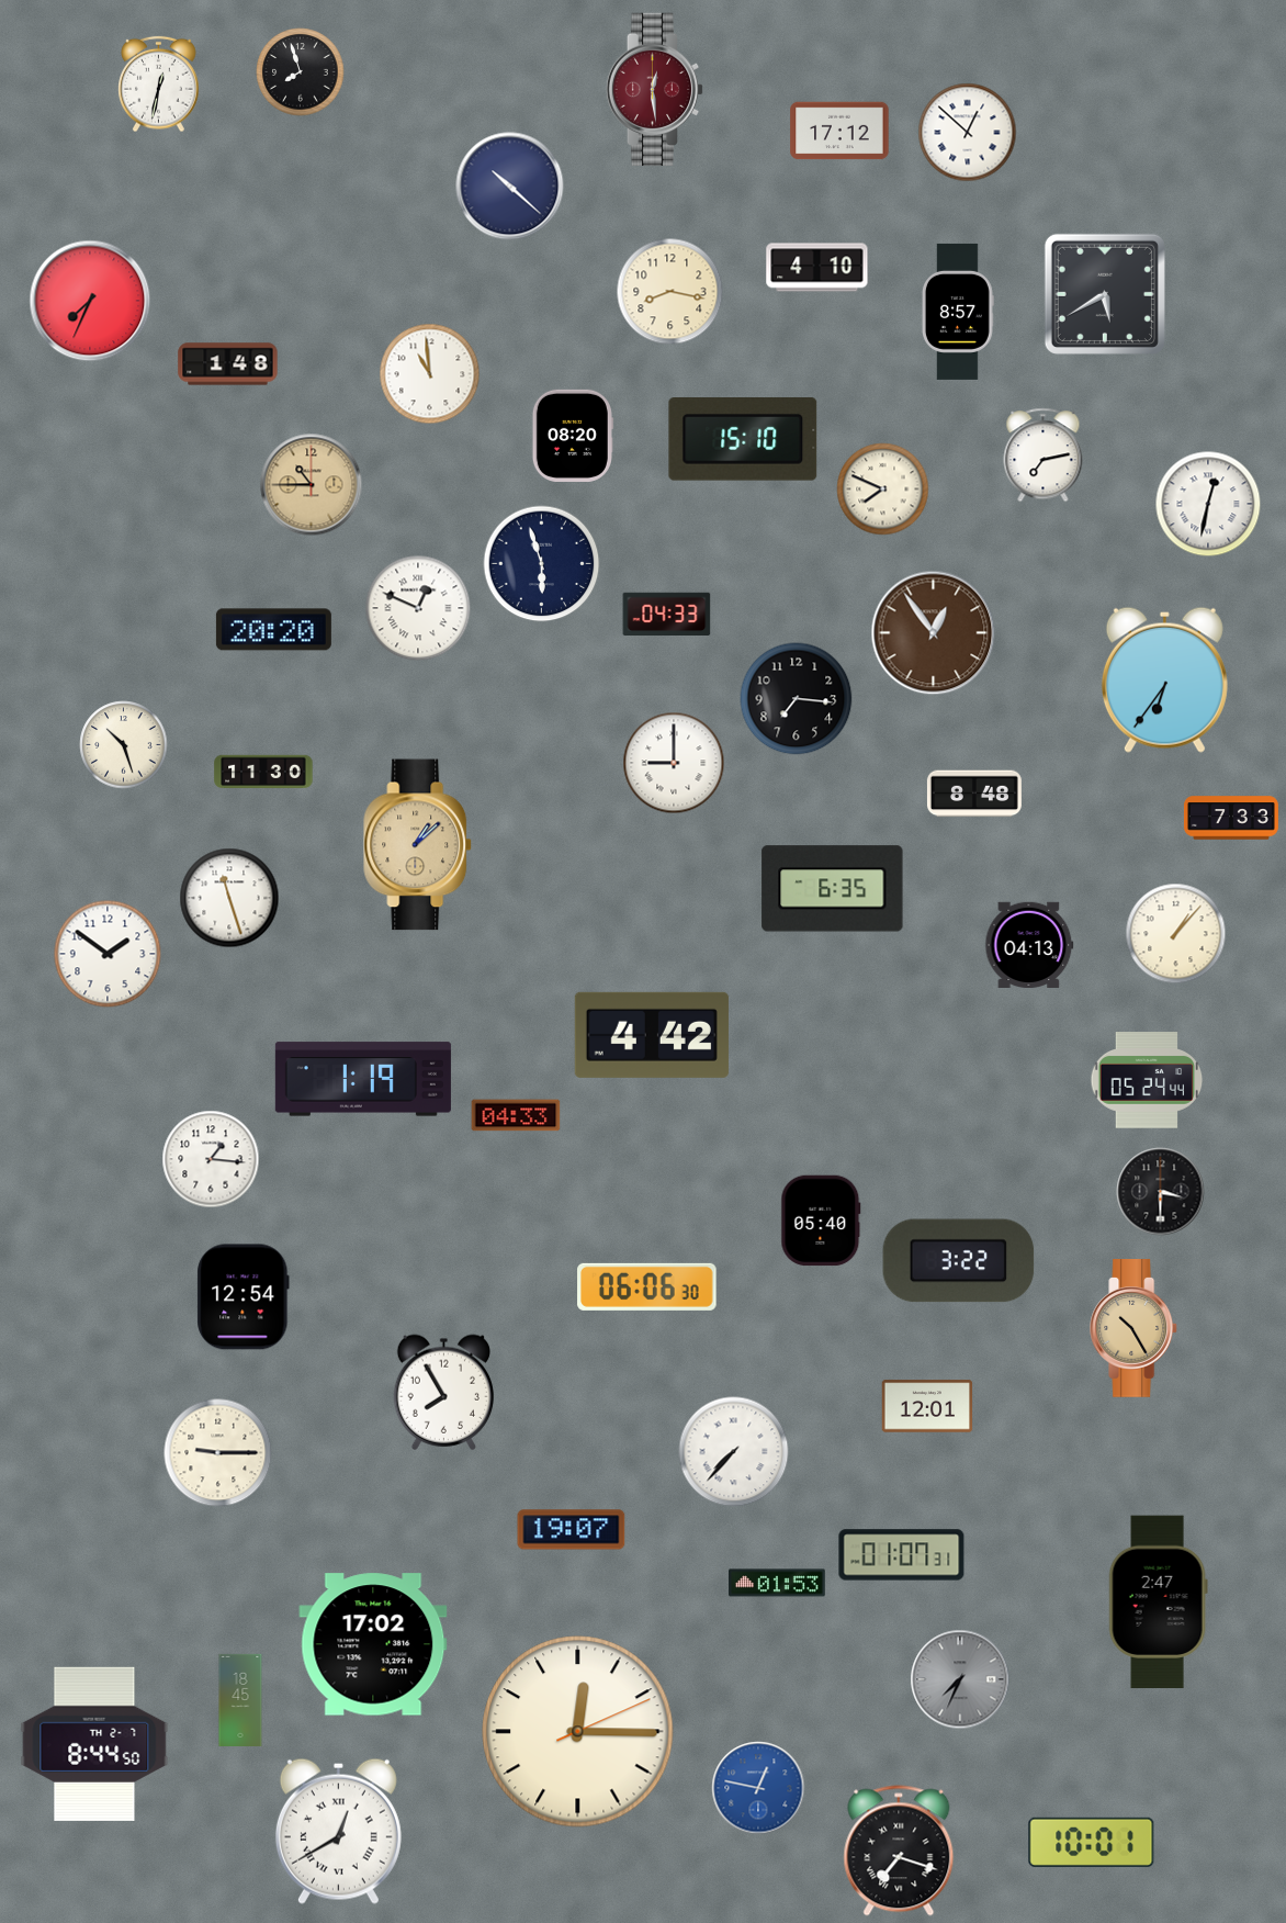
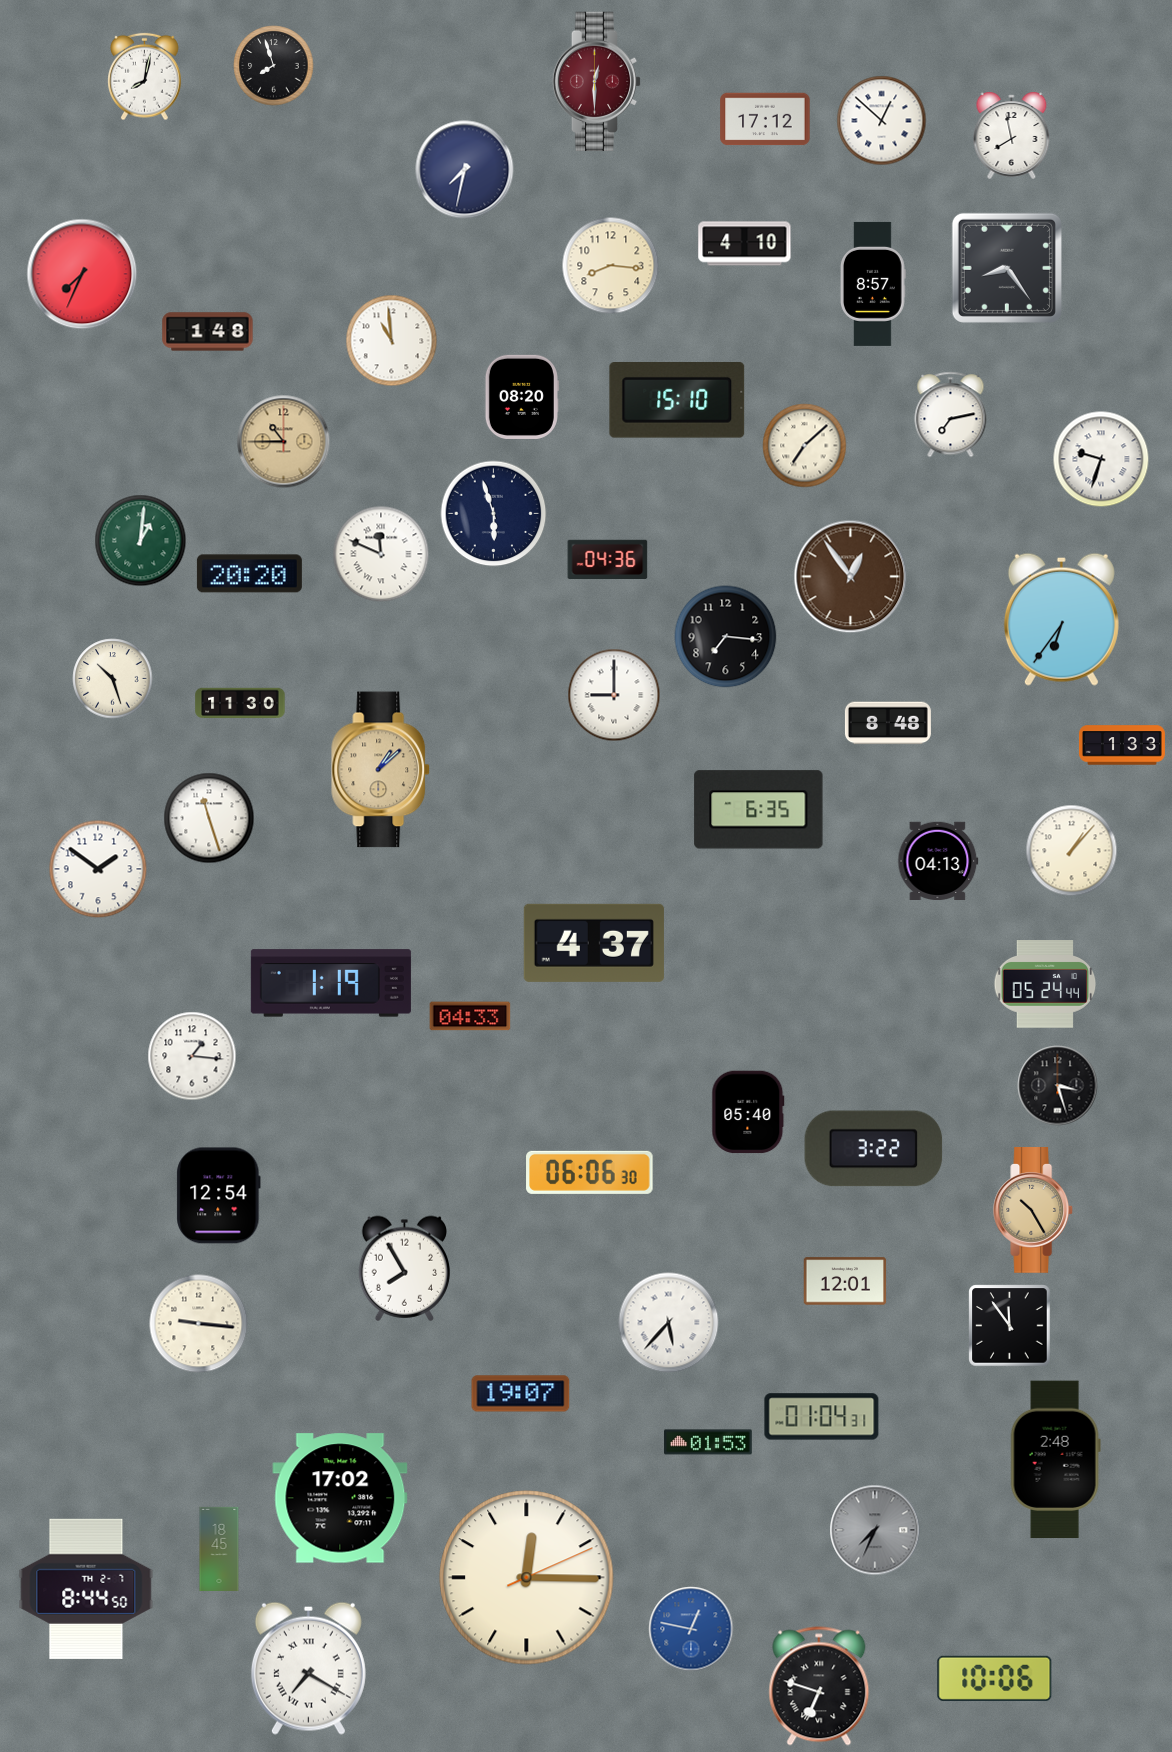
clock at (159, 85): 12:32 -> 8:02
clock at (655, 90): 12:29 -> 12:30
clock at (1012, 135): none -> 7:58
clock at (510, 187): 10:22 -> 7:32
clock at (670, 292): 8:17 -> 8:16
clock at (1105, 294): 5:40 -> 8:24
clock at (883, 490): 7:49 -> 7:08
clock at (1208, 504): 12:32 -> 9:33
clock at (141, 541): none -> 1:01
clock at (418, 608): 12:49 -> 11:49
clock at (667, 614): 04:33 -> 04:36
clock at (1231, 818): 7:33 -> 1:33
clock at (652, 1035): 4:42 -> 4:37
clock at (1161, 1192): 3:30 -> 3:27
clock at (244, 1297) position: (244, 1297) -> (219, 1196)
clock at (734, 1452): 7:37 -> 5:37
clock at (218, 1453): 9:15 -> 9:16
clock at (1010, 1326): none -> 11:54
clock at (902, 1555): 01:07 -> 01:04
clock at (1158, 1602): 2:47 -> 2:48
clock at (338, 1831): 12:40 -> 7:20
clock at (1092, 1842): 10:01 -> 10:06
clock at (899, 1851): 7:18 -> 6:48
